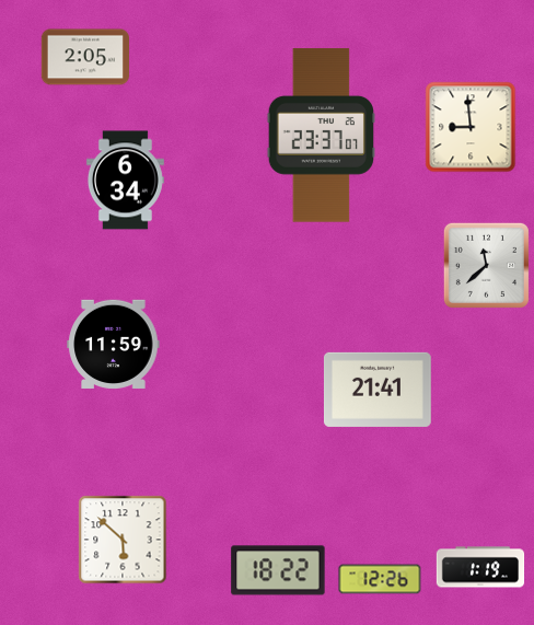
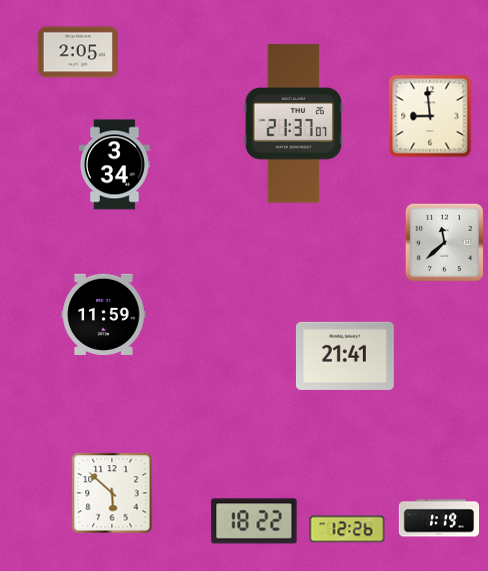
clock at (321, 136): 23:37 -> 21:37
clock at (125, 181): 6:34 -> 3:34
